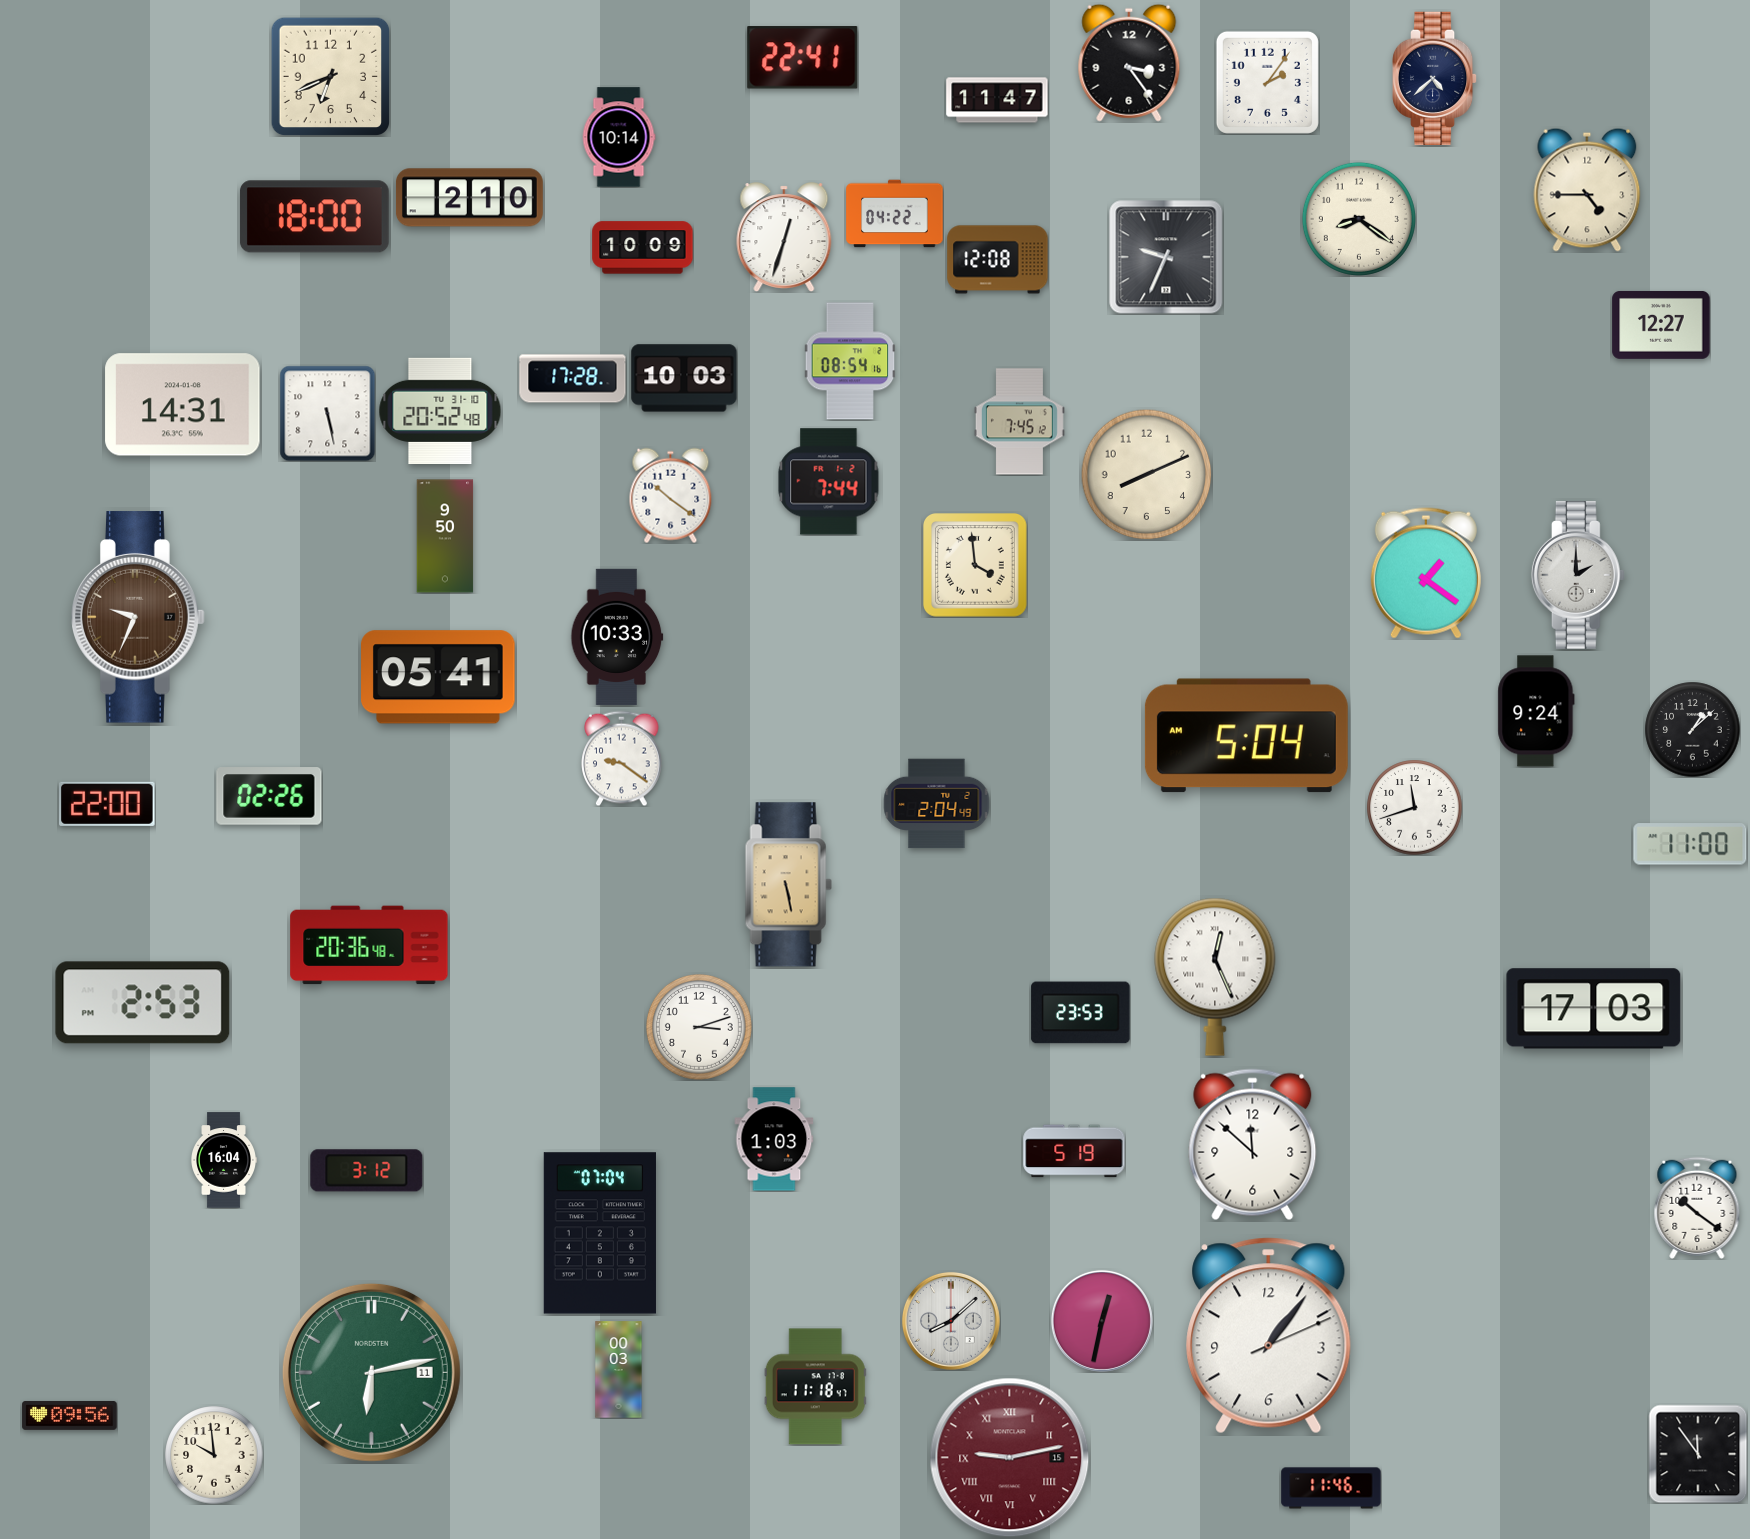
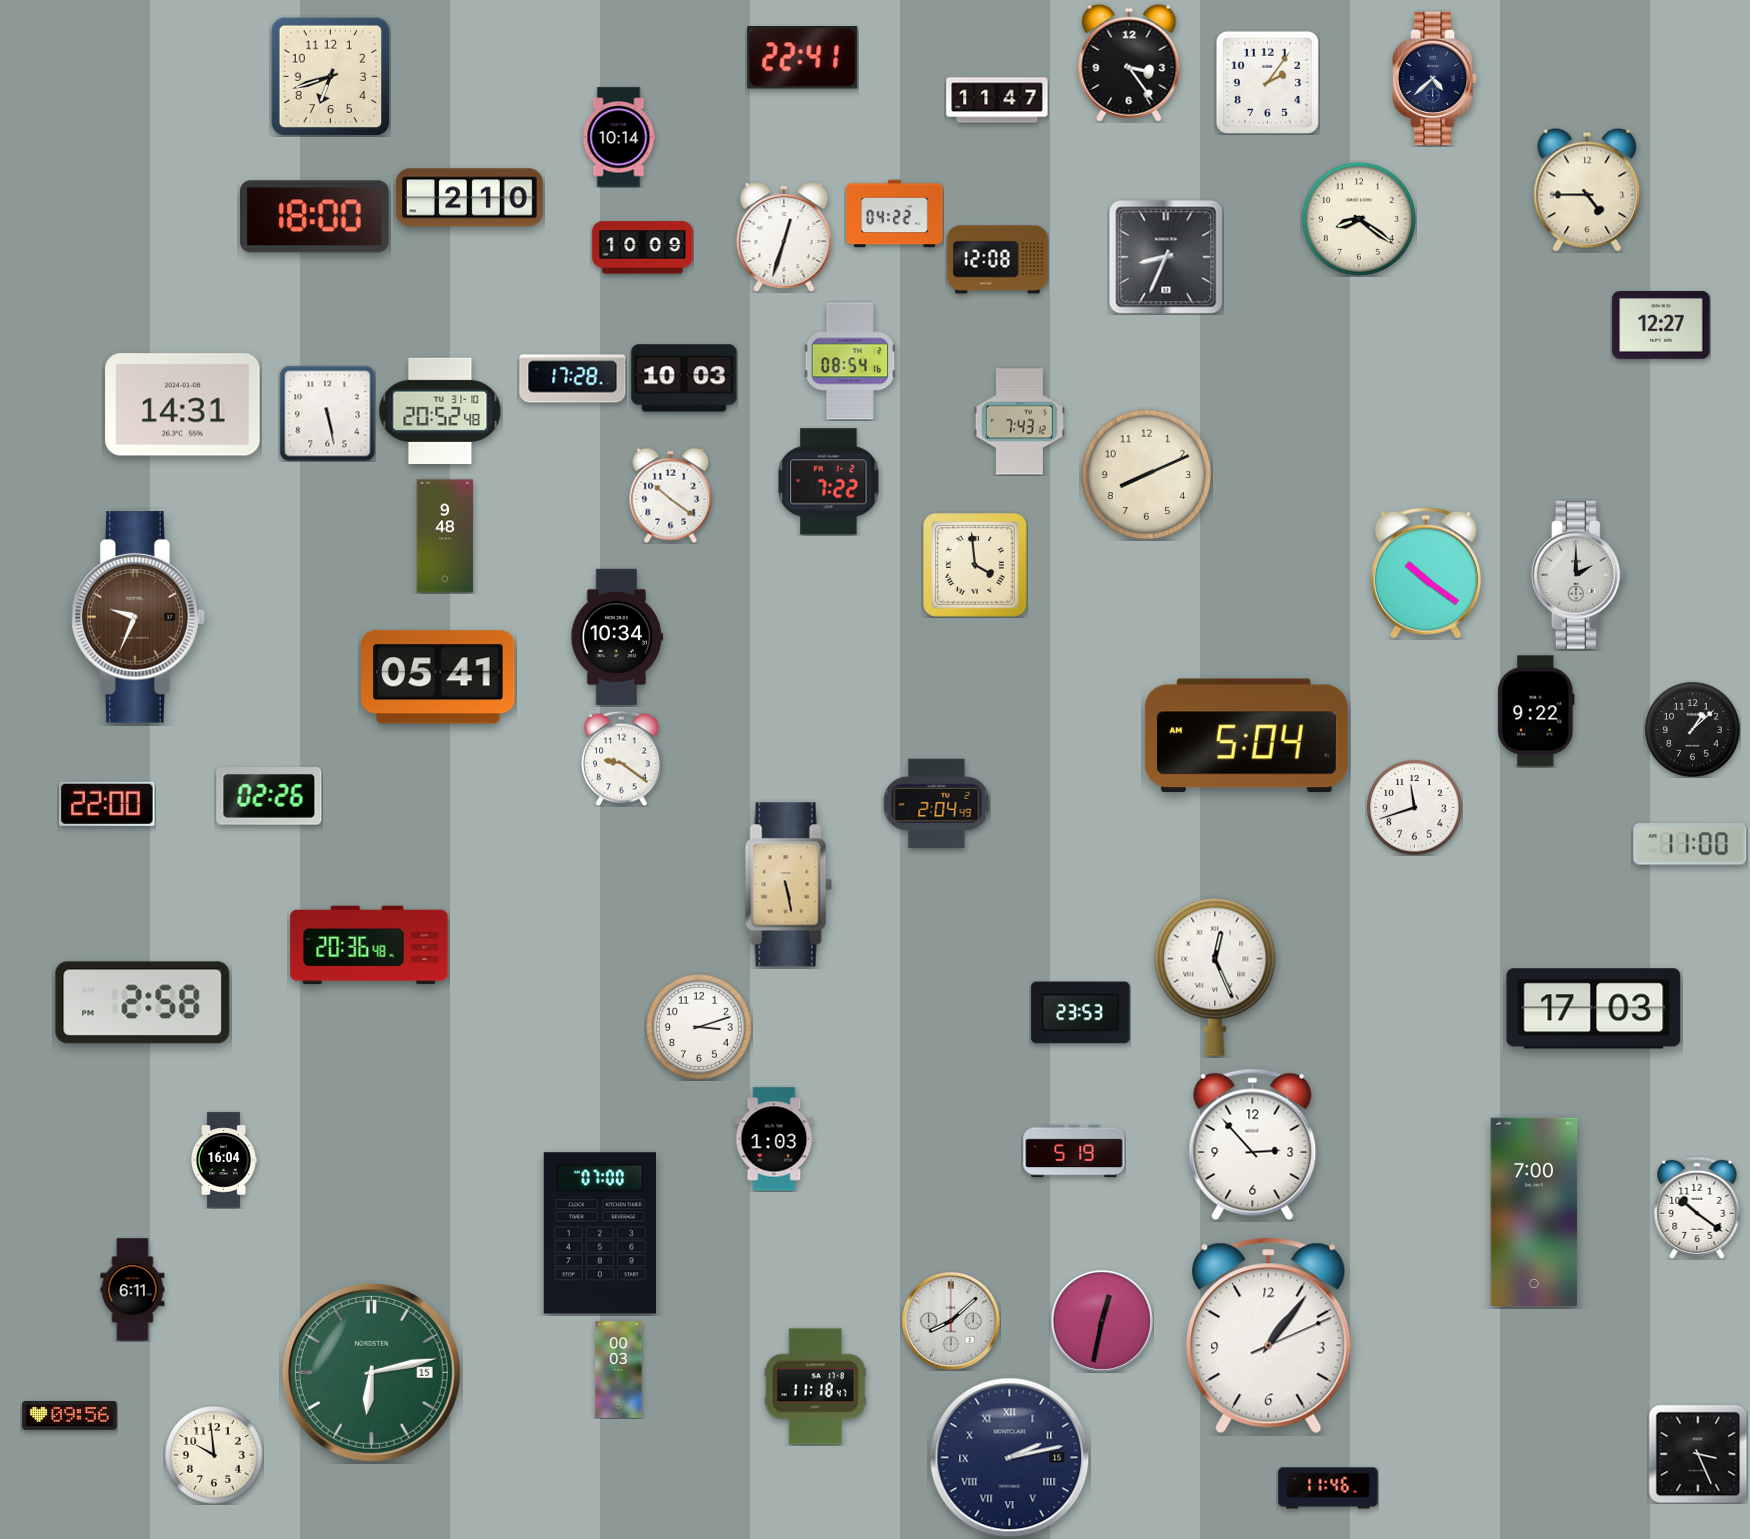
clock at (330, 76): 6:41 -> 6:42
clock at (1166, 257): 9:34 -> 8:34
clock at (1019, 422): 7:45 -> 7:43
clock at (829, 482): 7:44 -> 7:22
clock at (445, 536): 9:50 -> 9:48
clock at (1426, 573): 1:21 -> 10:21
clock at (617, 637): 10:33 -> 10:34
clock at (1536, 711): 9:24 -> 9:22
clock at (143, 1003): 2:53 -> 2:58
clock at (1253, 1145): 11:52 -> 2:53
clock at (367, 1171): 3:12 -> none
clock at (1534, 1212): none -> 7:00
clock at (600, 1233): 07:04 -> 07:00
clock at (133, 1290): none -> 6:11
clock at (371, 1372) date: 11 -> 15
clock at (1698, 1454): 11:54 -> 3:26
clock at (1010, 1458): 9:13 -> 2:13
clock at (1010, 1458) dial: burgundy -> navy
clock at (1331, 1488) position: (1331, 1488) -> (1328, 1488)
